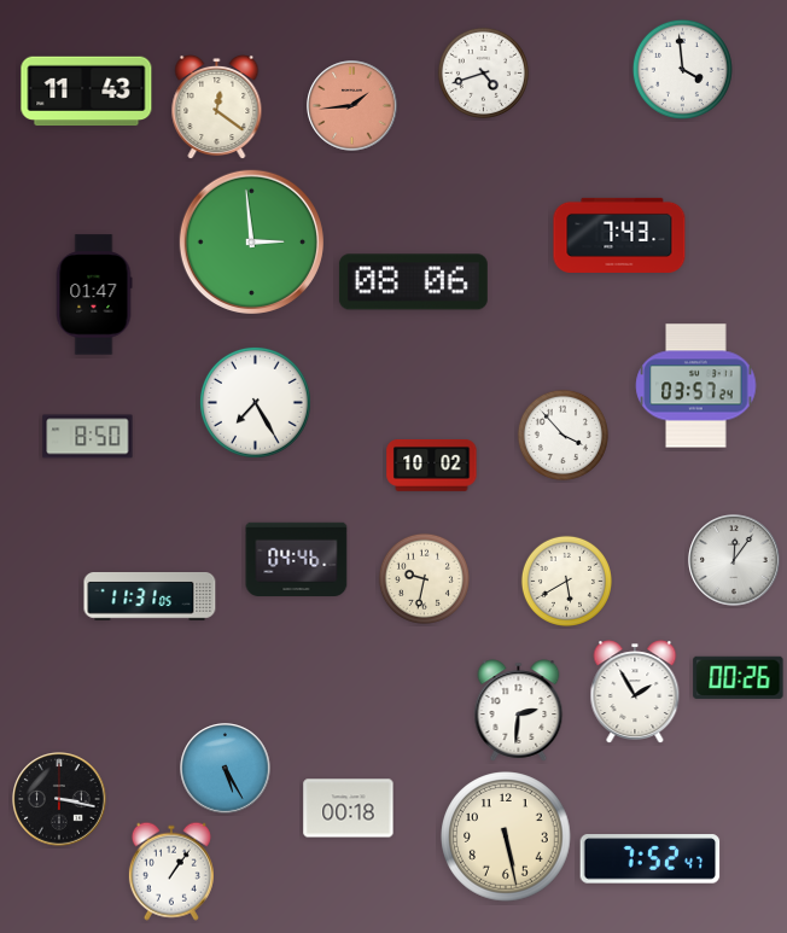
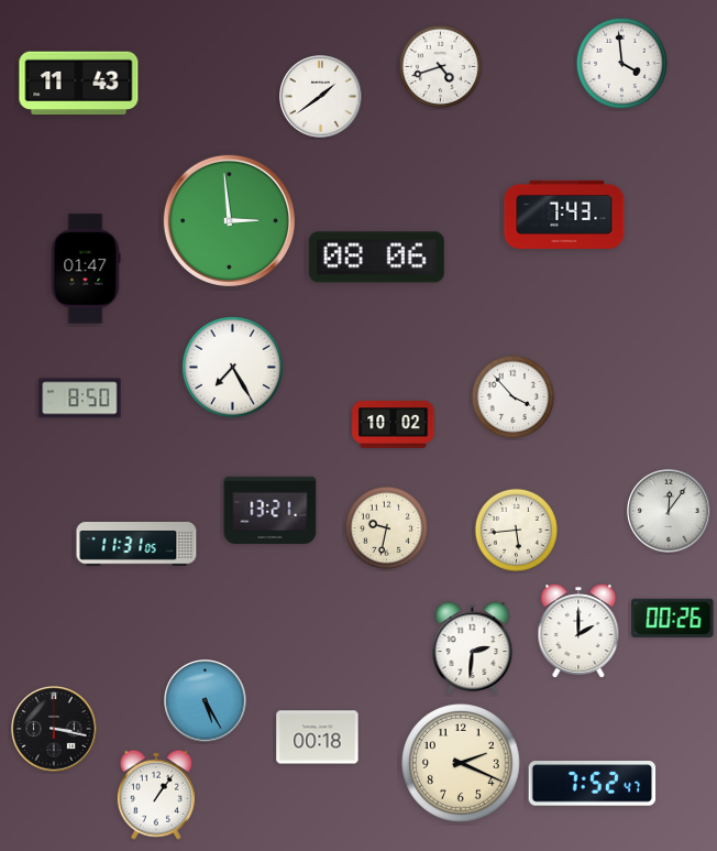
clock at (352, 106): 1:44 -> 1:39
clock at (352, 106) dial: salmon -> white
clock at (217, 107): 12:21 -> none
clock at (696, 386): 03:57 -> none
clock at (297, 559): 04:46 -> 13:21
clock at (566, 581): 5:40 -> 5:44
clock at (635, 692): 1:55 -> 2:00
clock at (506, 836): 5:28 -> 2:19
